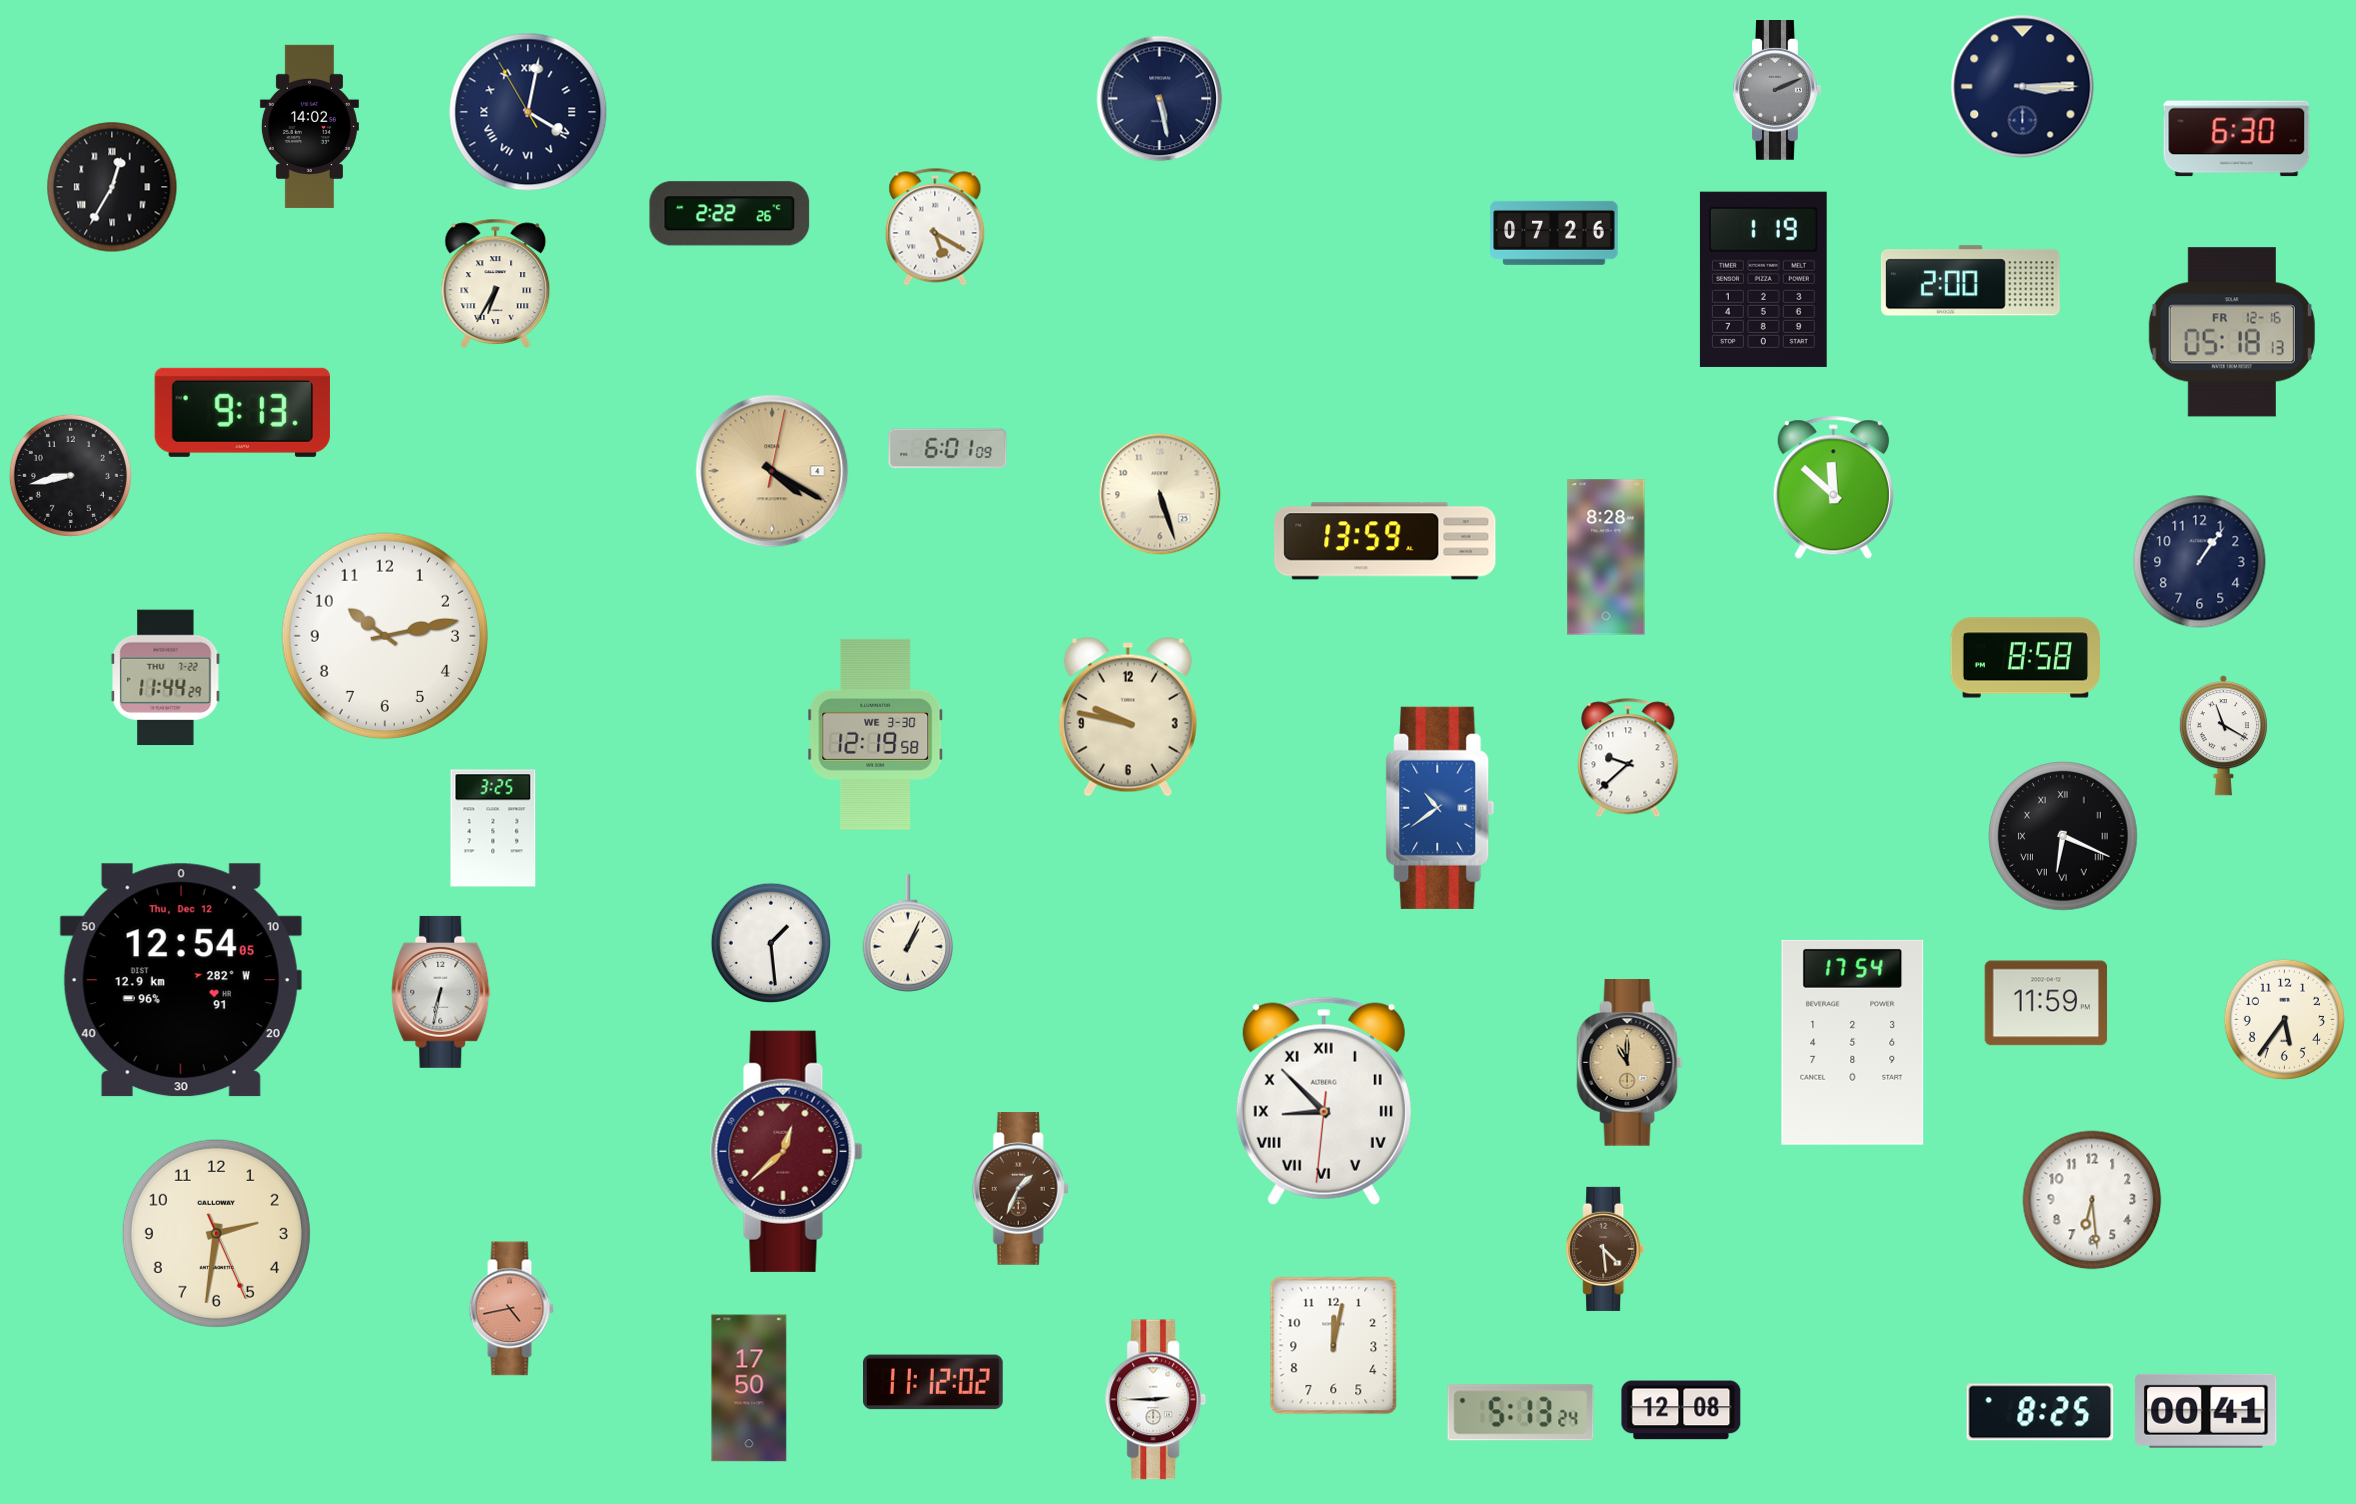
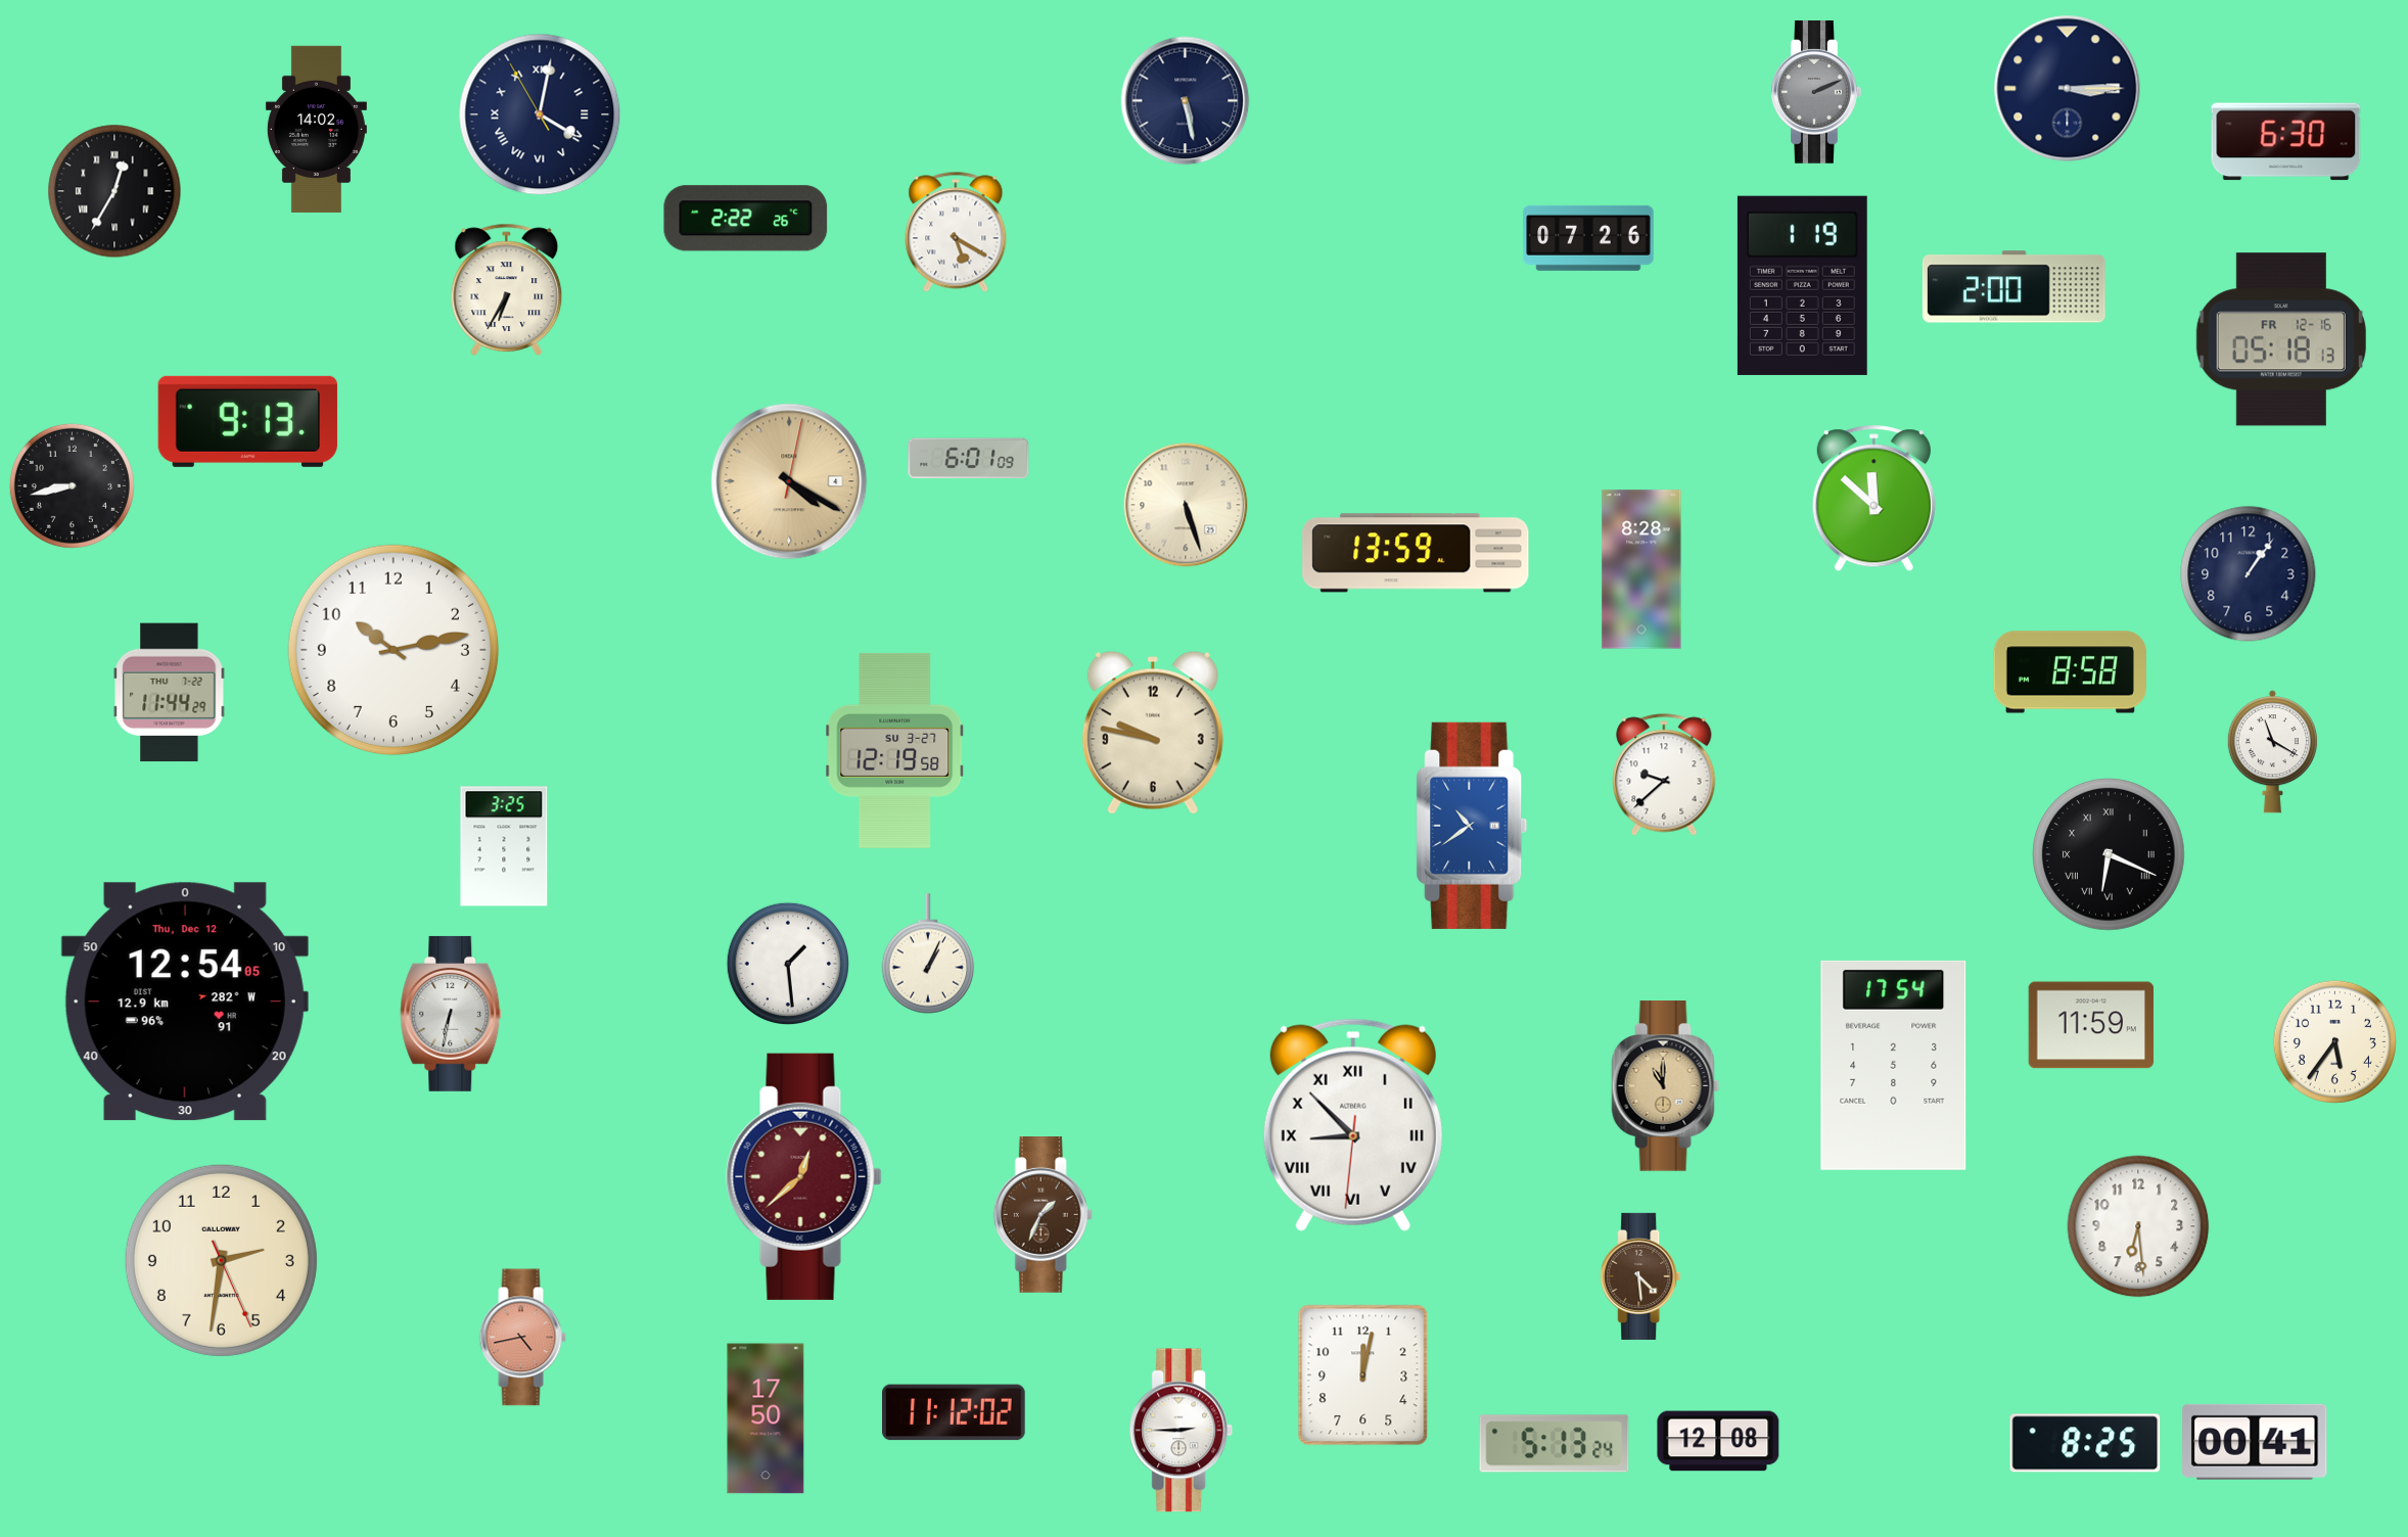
clock at (876, 734) date: WE 3-30 -> SU 3-27
